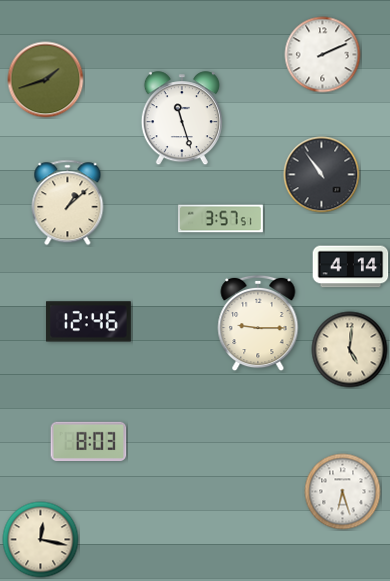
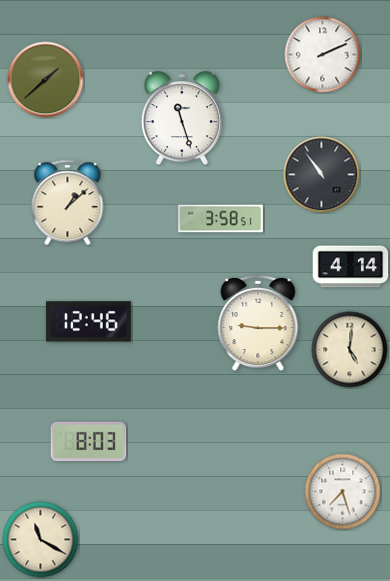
clock at (46, 80): 1:42 -> 1:38
clock at (221, 219): 3:57 -> 3:58
clock at (343, 492): 6:27 -> 7:27
clock at (41, 540): 12:17 -> 11:20
